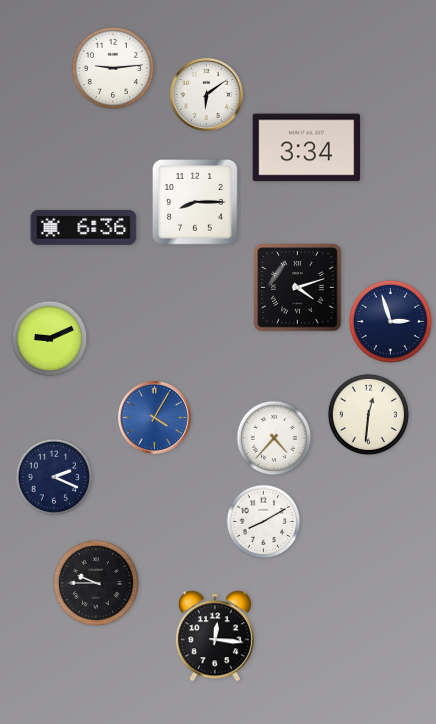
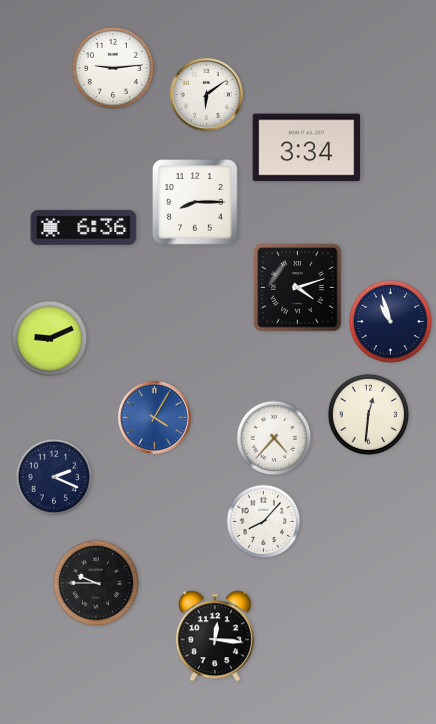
clock at (390, 321): 2:57 -> 10:57
clock at (264, 522): 8:10 -> 8:07
